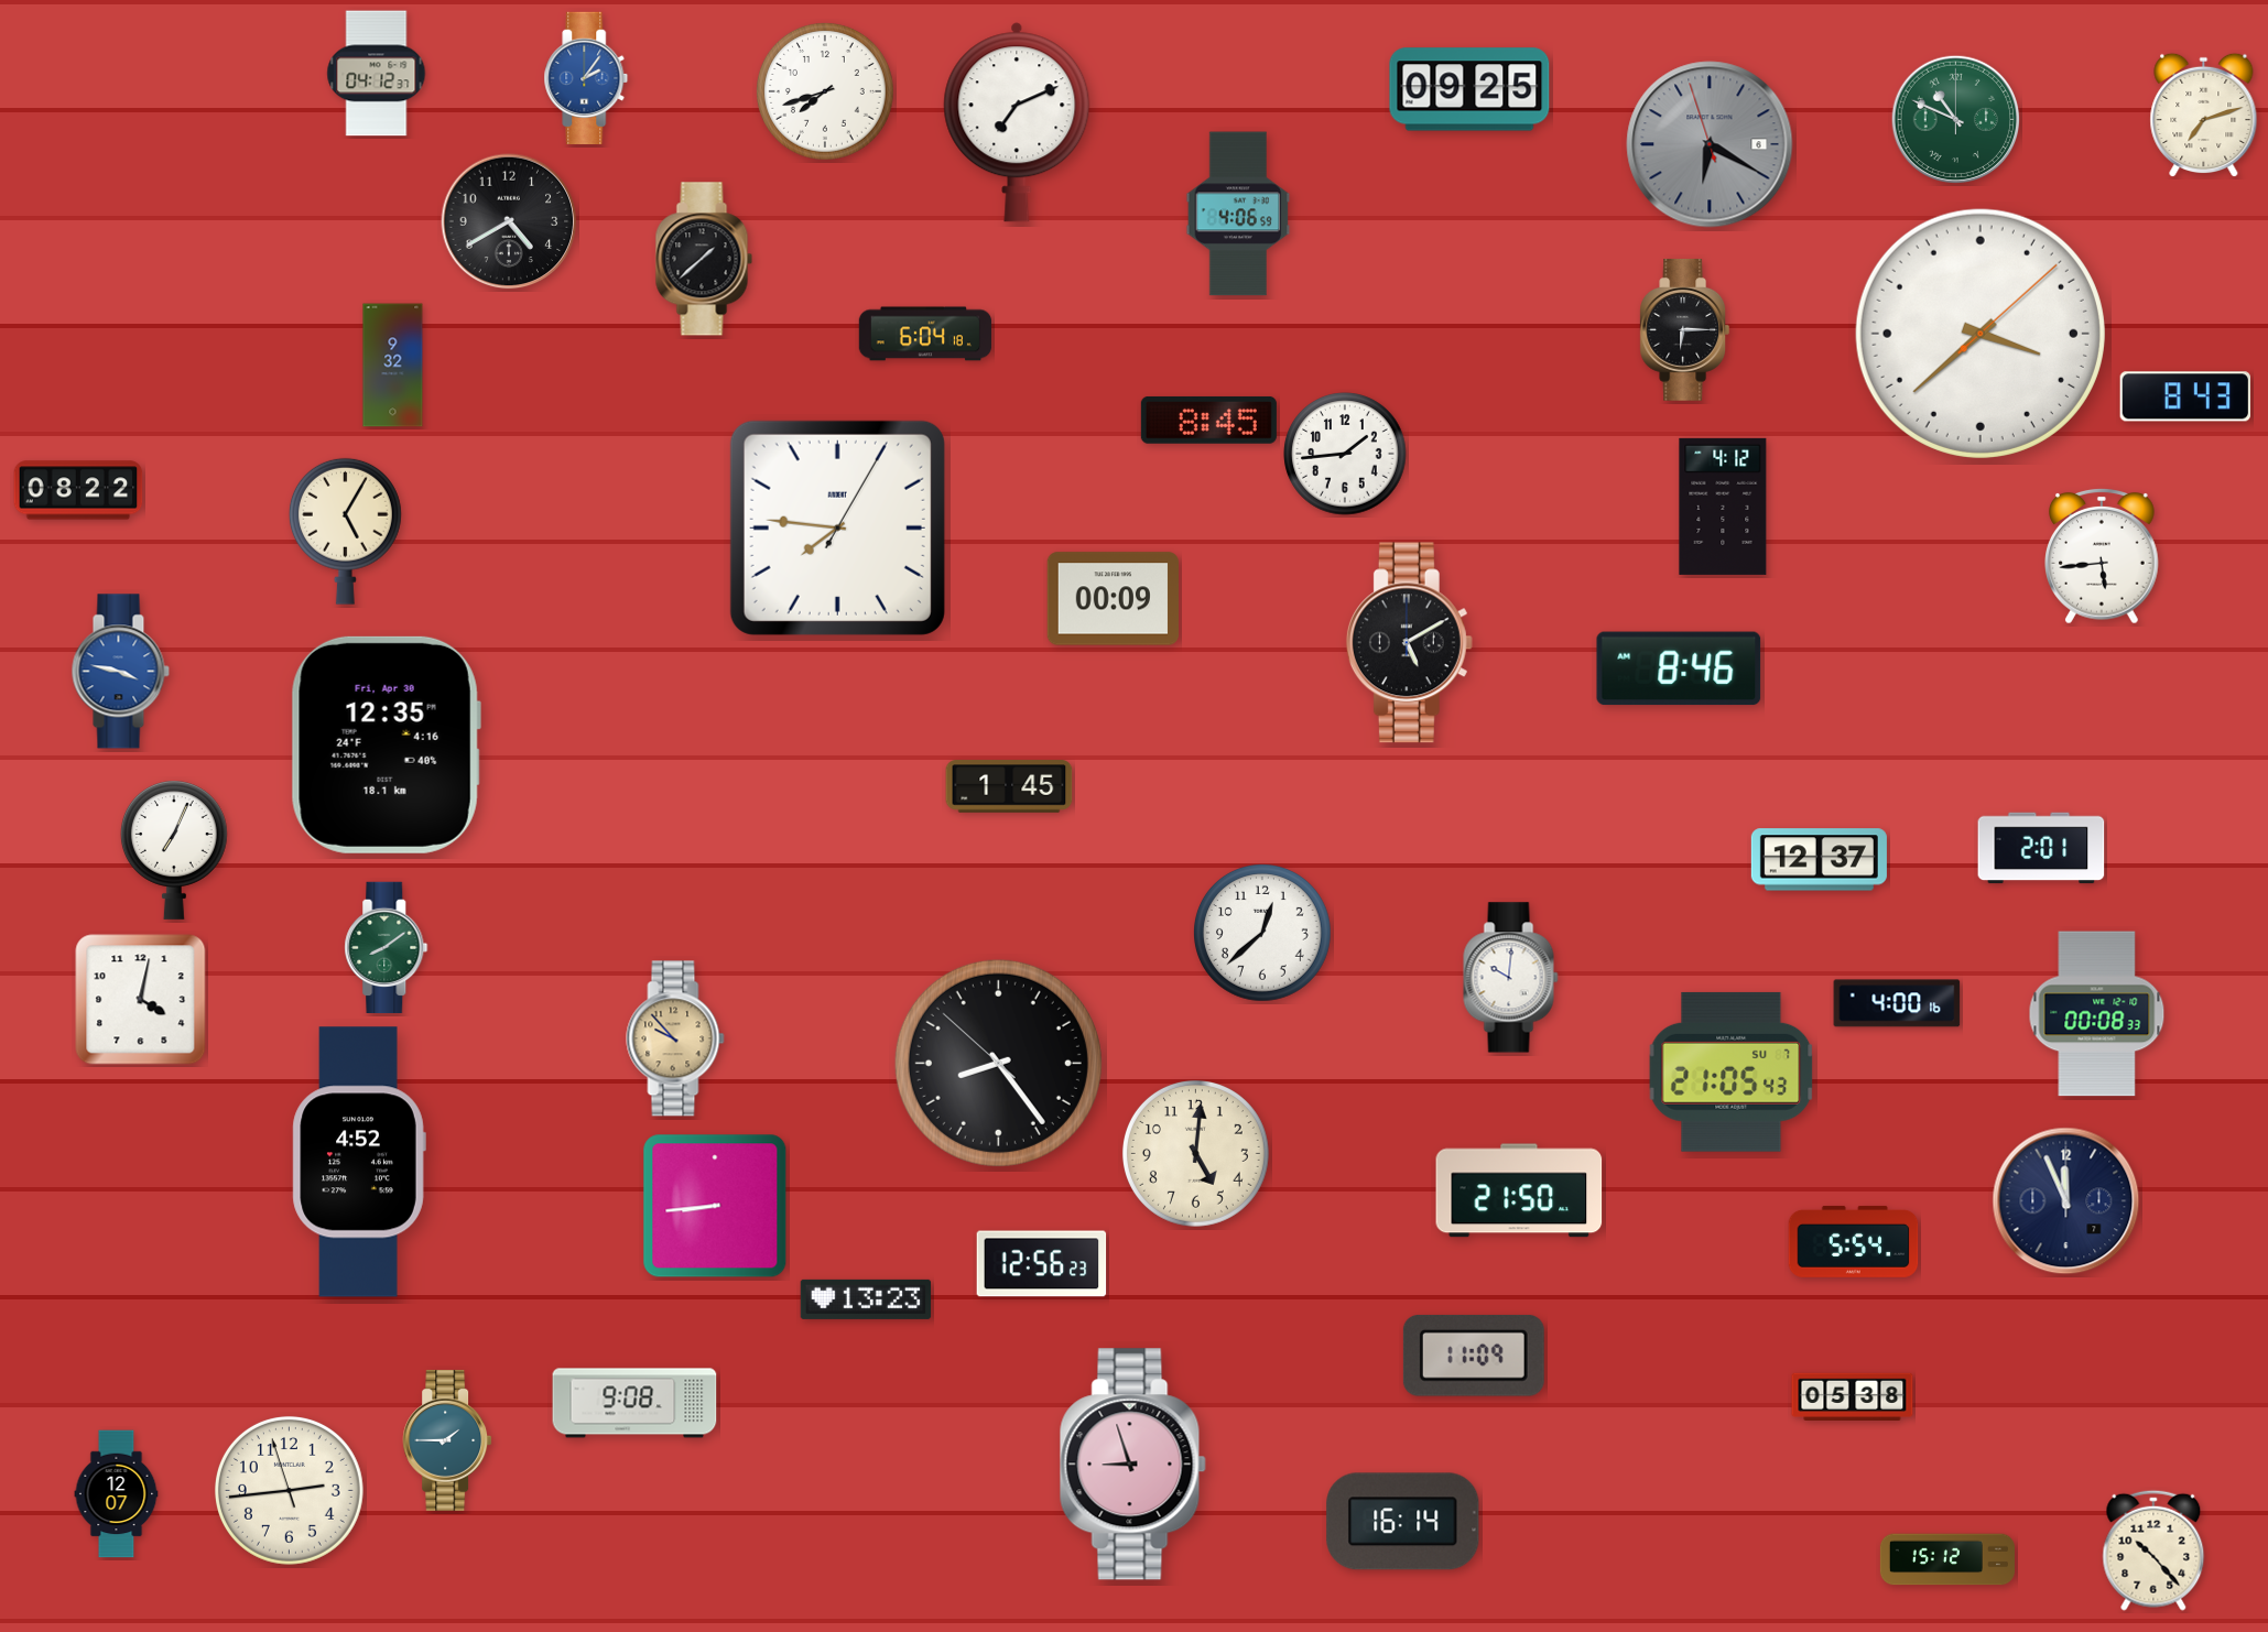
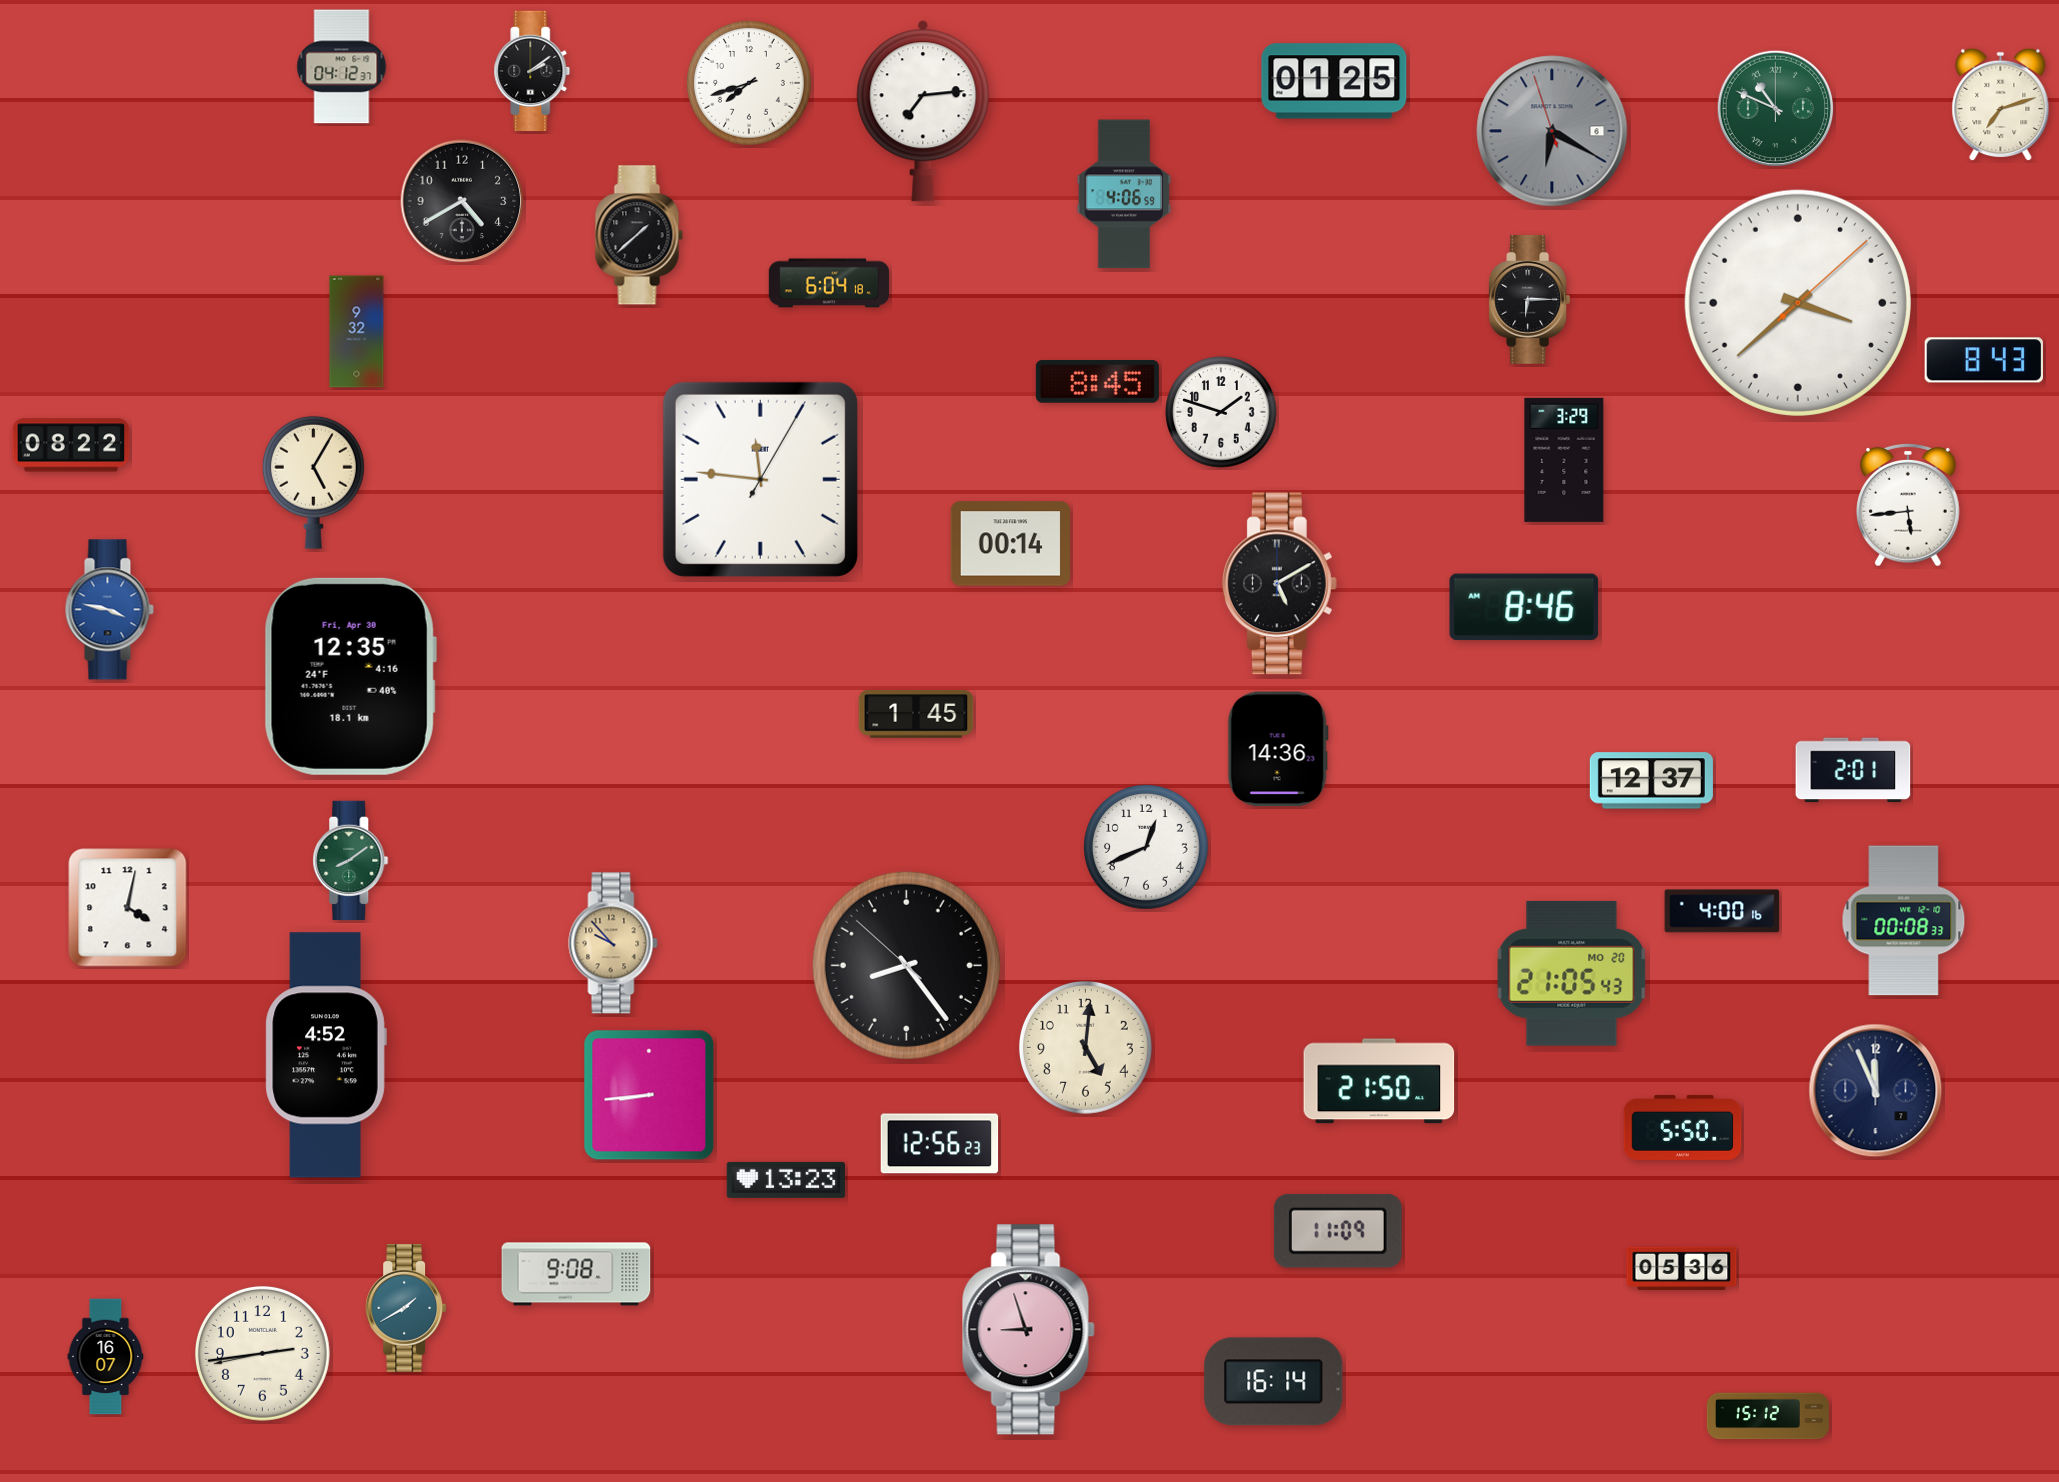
clock at (586, 77): 2:06 -> 2:09
clock at (586, 77) dial: blue -> black
clock at (1469, 89): 09:25 -> 01:25
clock at (1017, 122): 7:11 -> 7:14
clock at (925, 334) position: (925, 334) -> (829, 283)
clock at (1345, 454): 1:44 -> 1:48
clock at (1723, 507): 4:12 -> 3:29
clock at (837, 527): 7:46 -> 11:46
clock at (1113, 599): 00:09 -> 00:14
clock at (1278, 749): none -> 14:36
clock at (174, 850): 7:04 -> none
clock at (1263, 934): 12:38 -> 12:41
clock at (1511, 978): 10:01 -> none
clock at (1732, 1071) date: SU 7 -> MO 20
clock at (1854, 1241): 5:54 -> 5:50
clock at (1042, 1264) position: (1042, 1264) -> (940, 1144)
clock at (1853, 1396): 05:38 -> 05:36
clock at (447, 1440): 1:45 -> 1:40
clock at (289, 1490): 2:43:57 -> 2:43:43
clock at (117, 1494): 12:07 -> 16:07
clock at (2153, 1551): 10:23 -> none
